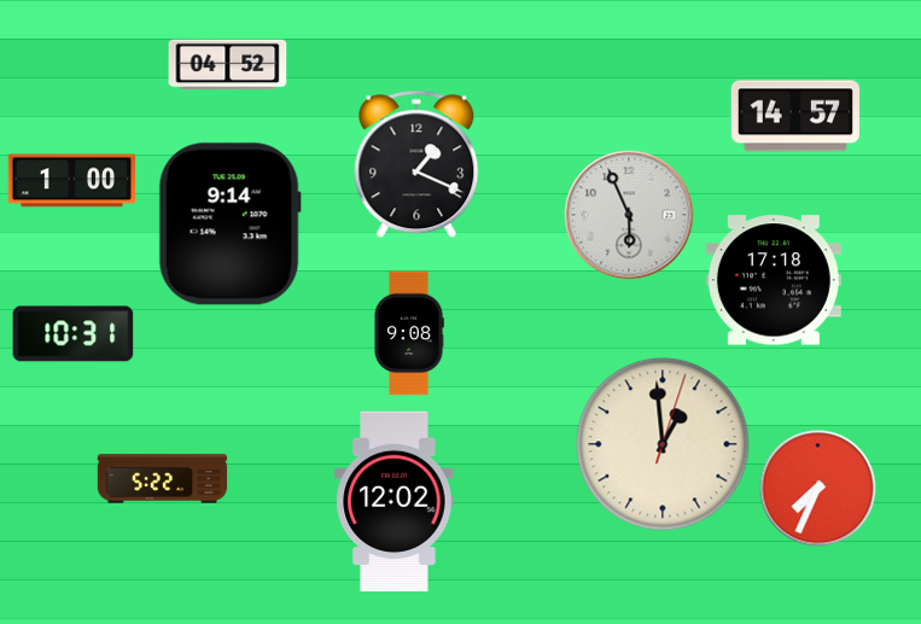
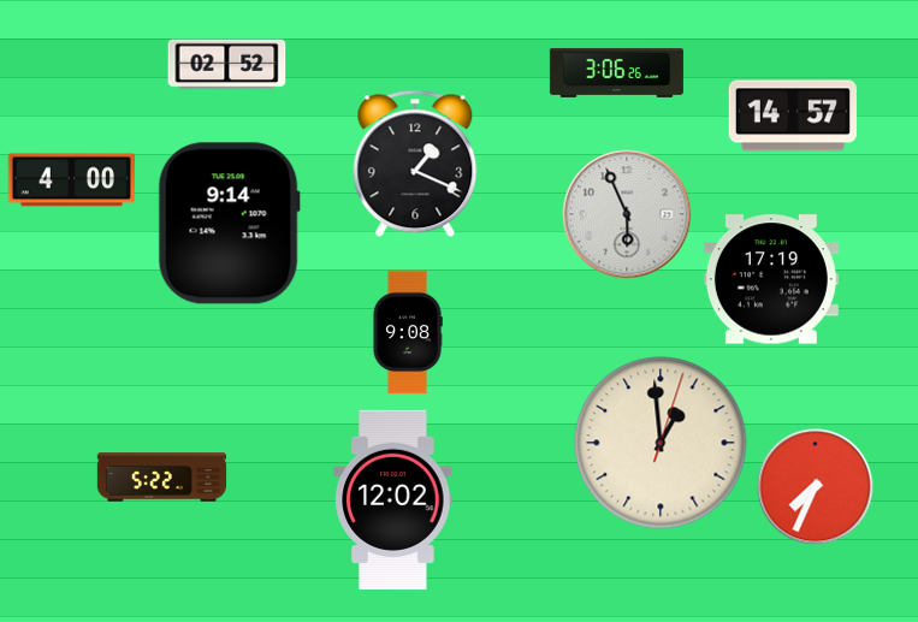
clock at (228, 65): 04:52 -> 02:52
clock at (616, 72): none -> 3:06
clock at (72, 181): 1:00 -> 4:00
clock at (774, 280): 17:18 -> 17:19
clock at (74, 334): 10:31 -> none
